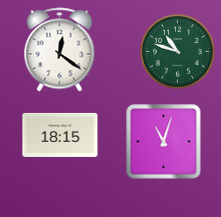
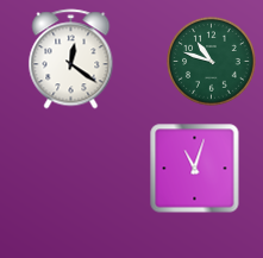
clock at (60, 135): 18:15 -> none
